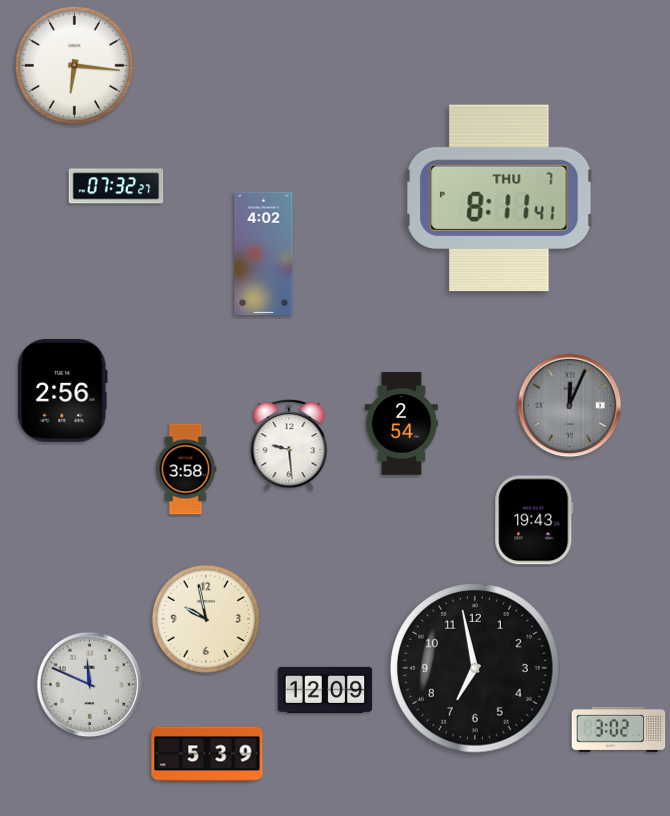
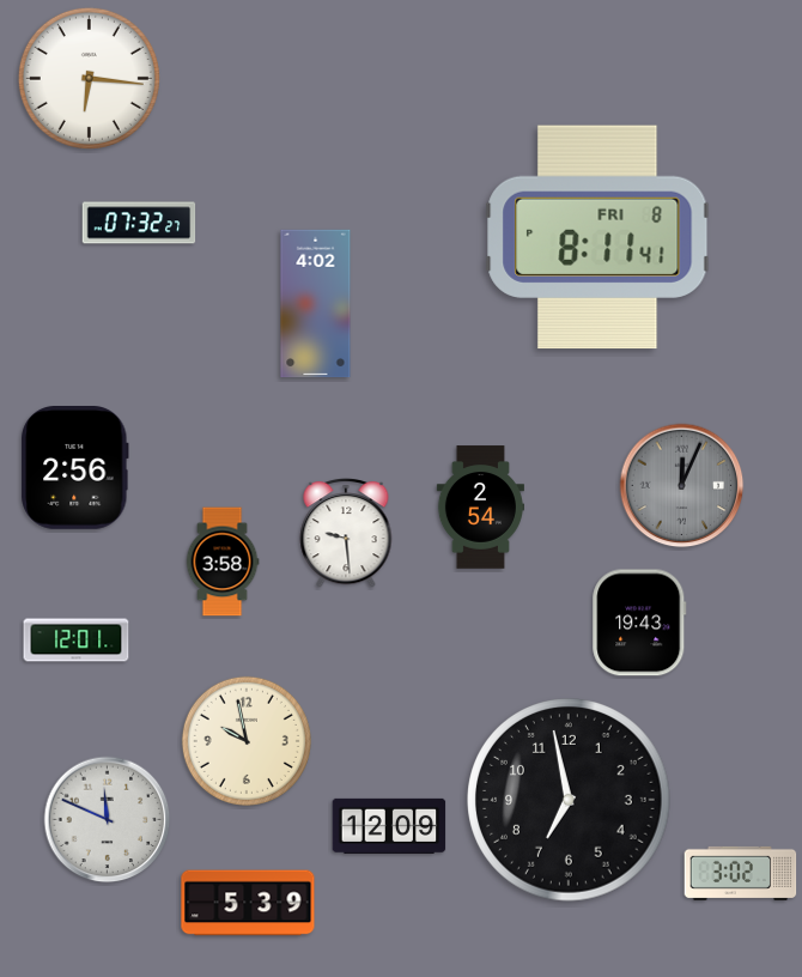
clock at (499, 198) date: THU 7 -> FRI 8
clock at (77, 641): none -> 12:01
